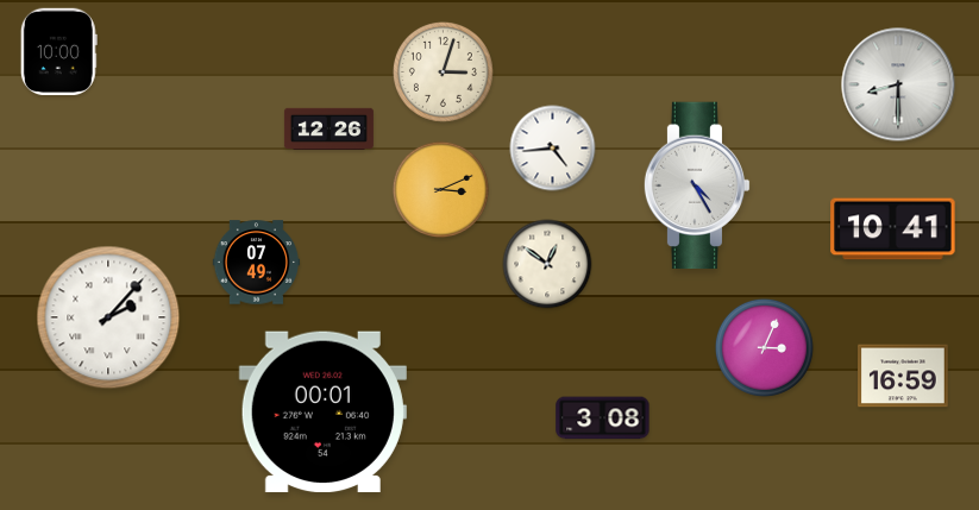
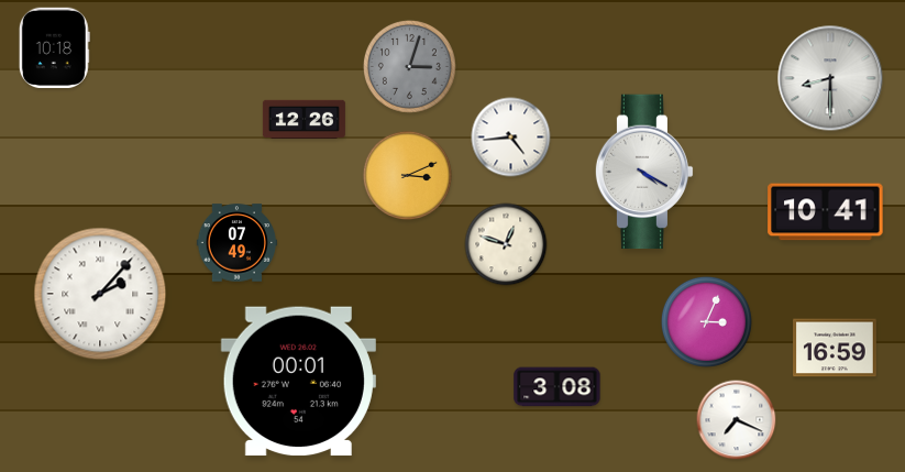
clock at (58, 51): 10:00 -> 10:18
clock at (443, 71) dial: cream -> grey
clock at (697, 185): 4:25 -> 4:20
clock at (547, 264): 12:51 -> 12:48
clock at (737, 420): none -> 7:19
